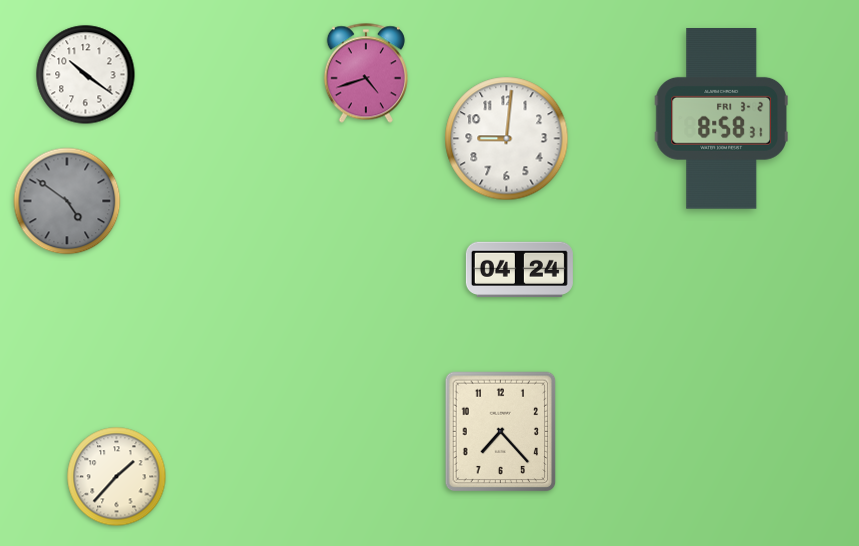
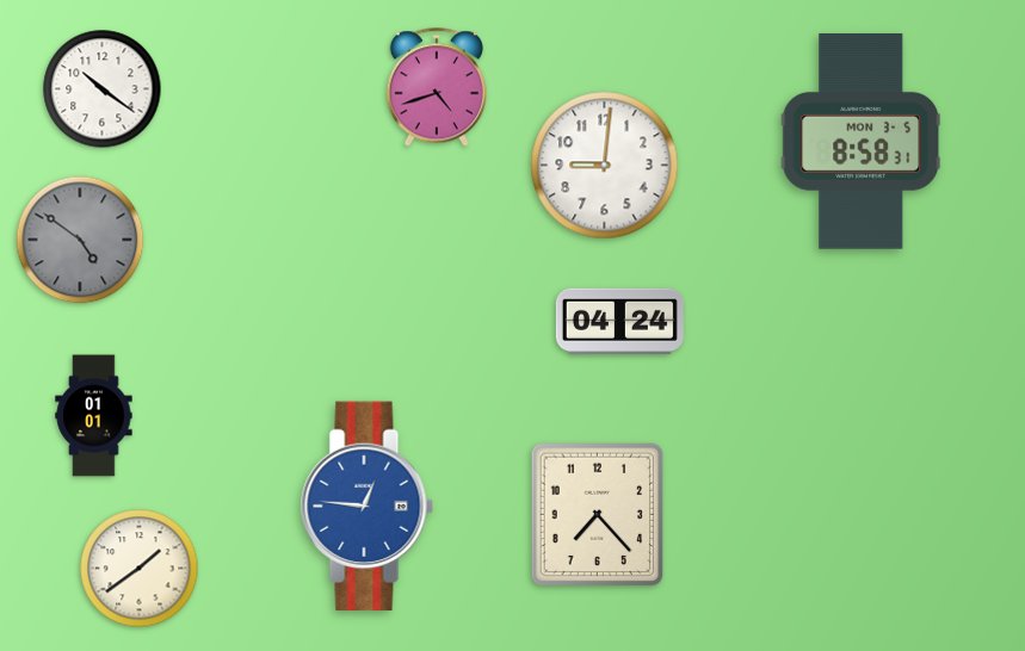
clock at (721, 119) date: FRI 3-2 -> MON 3-5
clock at (94, 416): none -> 01:01
clock at (366, 507): none -> 12:46
clock at (117, 477): 1:37 -> 1:39
